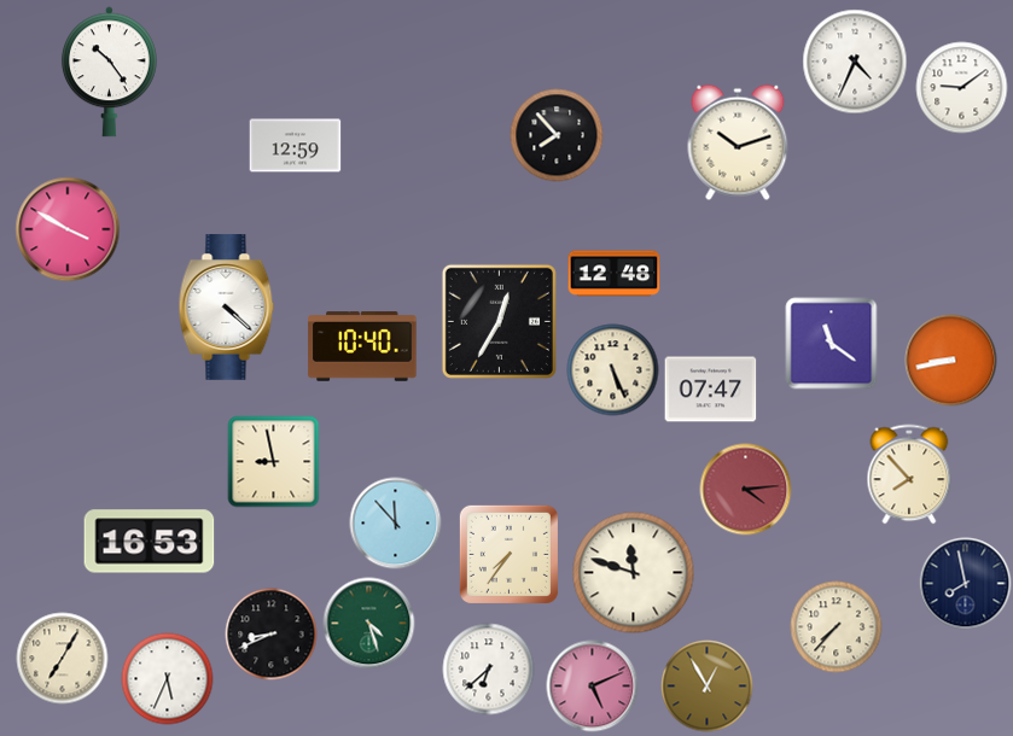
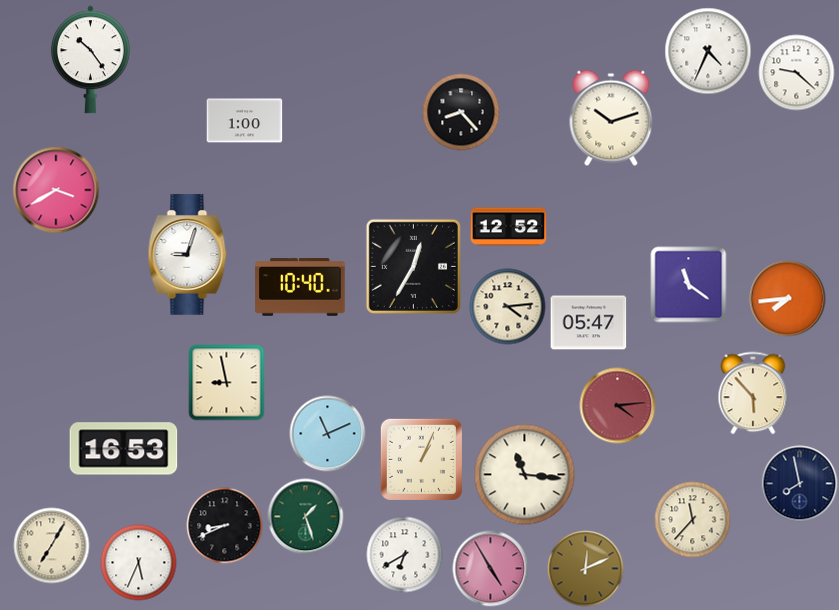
clock at (962, 88): 9:09 -> 9:22
clock at (557, 135): 7:53 -> 8:23
clock at (296, 146): 12:59 -> 1:00
clock at (68, 229): 3:50 -> 3:40
clock at (615, 274): 12:48 -> 12:52
clock at (227, 308): 4:22 -> 9:03
clock at (951, 361): 8:43 -> 7:44
clock at (613, 370): 5:26 -> 4:14
clock at (711, 390): 07:47 -> 05:47
clock at (909, 474): 7:53 -> 5:53
clock at (396, 524): 11:53 -> 11:11
clock at (508, 554): 7:36 -> 1:04
clock at (634, 573): 11:48 -> 11:16
clock at (369, 624): 4:27 -> 1:27
clock at (837, 627): 7:37 -> 11:37
clock at (489, 670): 6:38 -> 6:40
clock at (593, 687): 5:11 -> 4:55
clock at (708, 687): 12:55 -> 12:11
